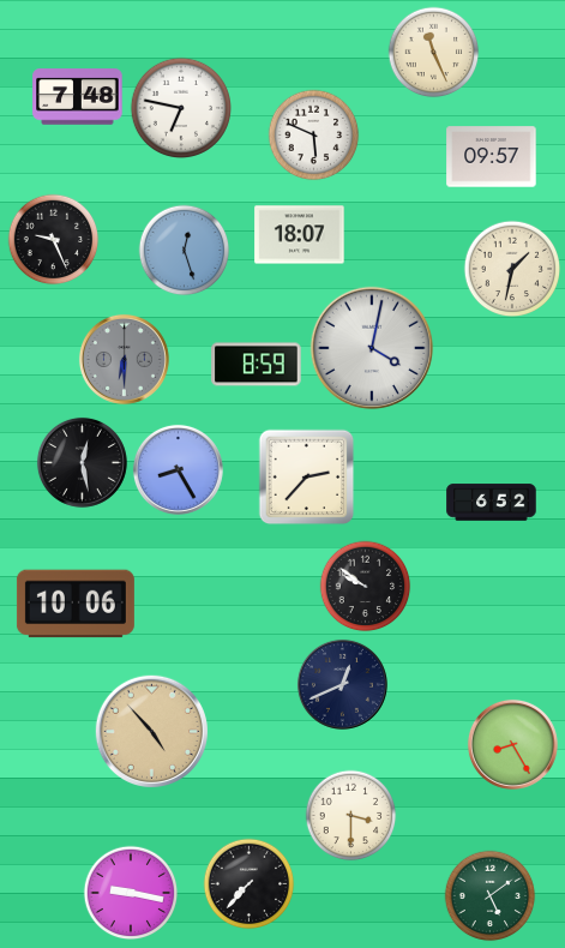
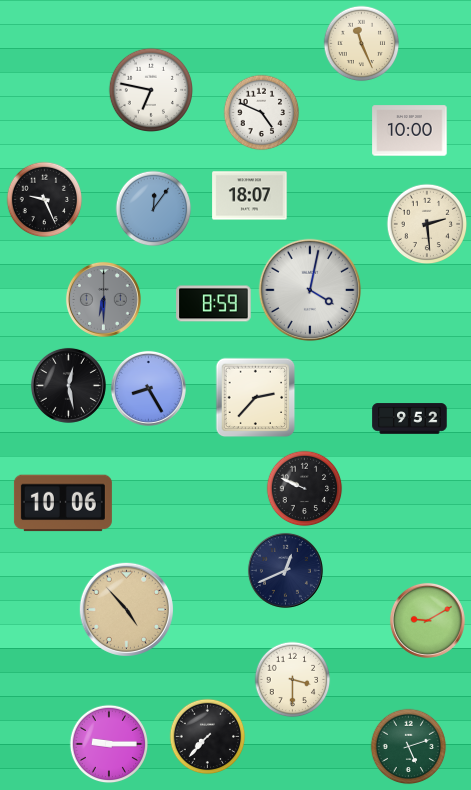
clock at (78, 97): 7:48 -> none
clock at (314, 136): 5:49 -> 4:49
clock at (492, 157): 09:57 -> 10:00
clock at (185, 251): 12:27 -> 12:06
clock at (512, 269): 1:32 -> 2:29
clock at (178, 469) position: (178, 469) -> (148, 388)
clock at (492, 503): 6:52 -> 9:52
clock at (366, 587): 9:51 -> 9:49
clock at (512, 744): 8:25 -> 9:10
clock at (131, 893): 9:17 -> 9:15
clock at (491, 896): 5:09 -> 5:12
